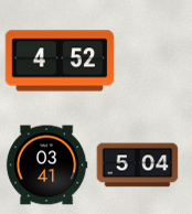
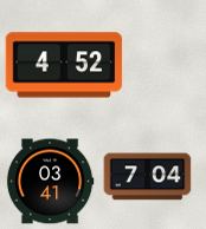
clock at (46, 165) position: (46, 165) -> (50, 182)
clock at (138, 165): 5:04 -> 7:04
